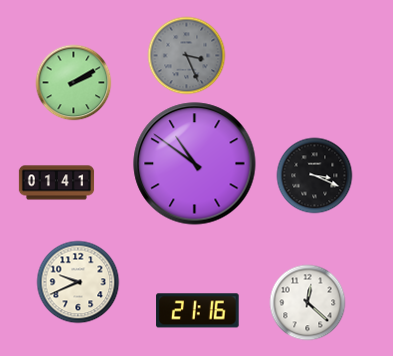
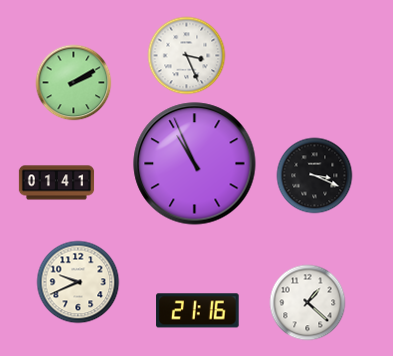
clock at (187, 56) dial: grey -> white
clock at (195, 164): 10:51 -> 10:56
clock at (308, 303): 12:22 -> 1:22
